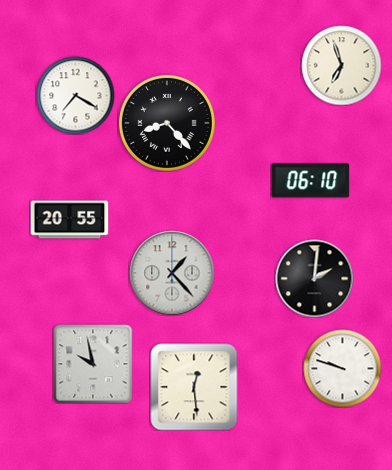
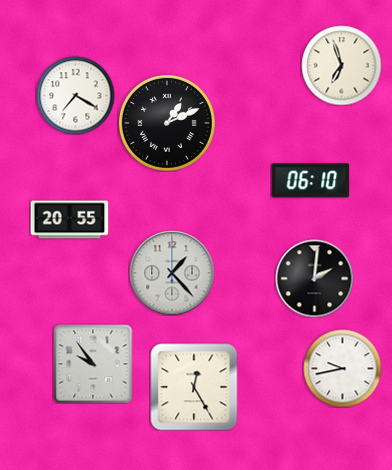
clock at (167, 123): 8:23 -> 1:11
clock at (93, 364): 9:58 -> 9:54
clock at (342, 368): 9:48 -> 9:43
clock at (194, 387): 12:29 -> 12:25
